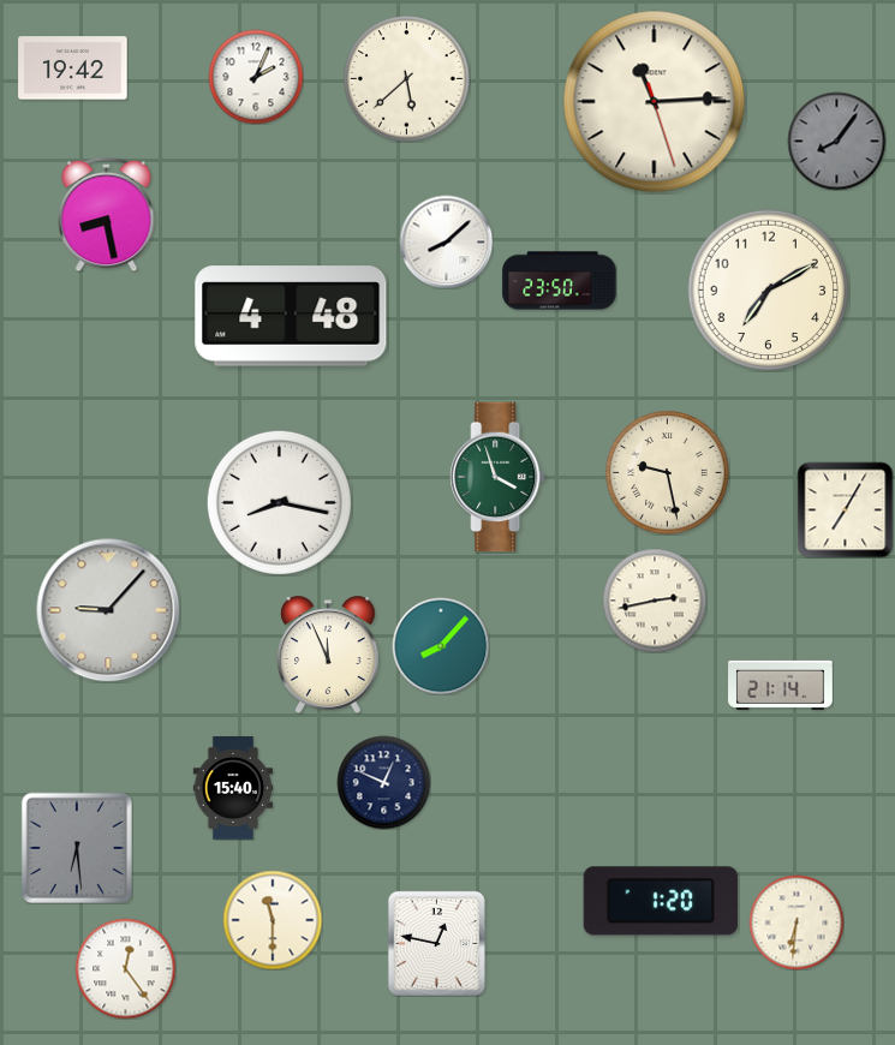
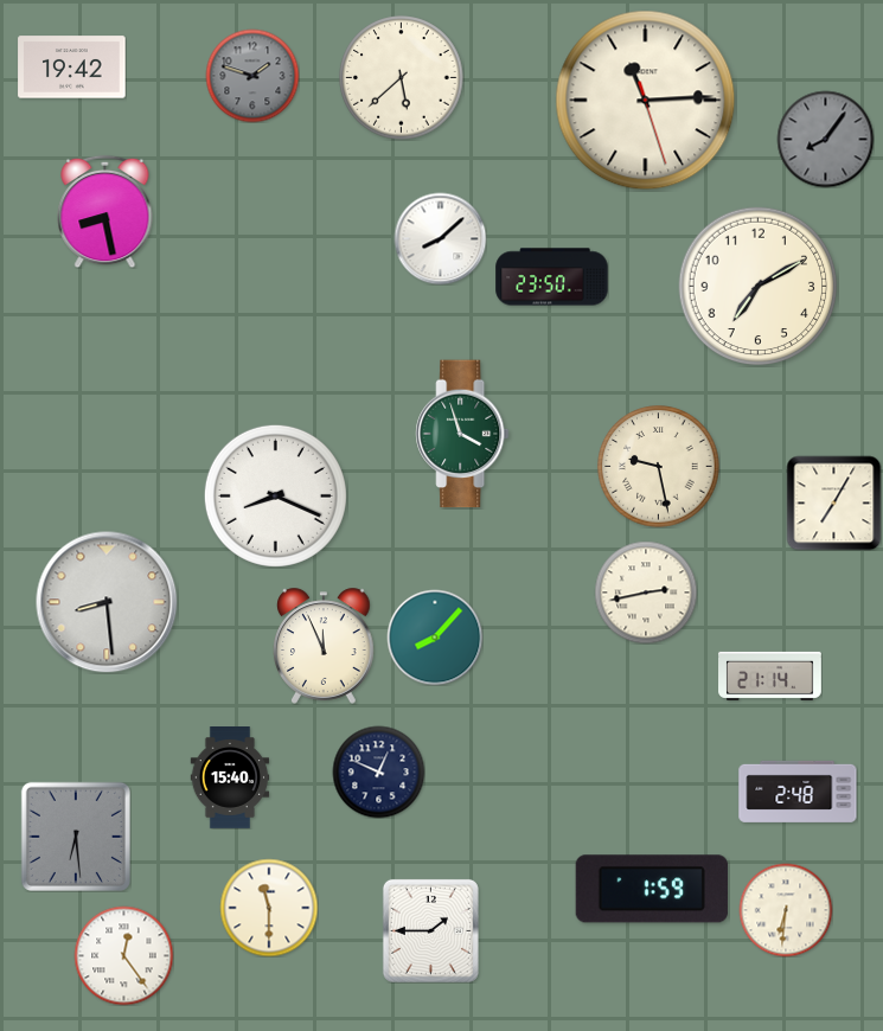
clock at (256, 77): 2:04 -> 1:48
clock at (256, 77) dial: white -> grey
clock at (291, 316): 4:48 -> none
clock at (497, 477) position: (497, 477) -> (462, 434)
clock at (279, 502): 8:17 -> 8:19
clock at (108, 610): 9:07 -> 8:29
clock at (798, 792): none -> 2:48
clock at (661, 901): 1:20 -> 1:59
clock at (436, 943): 12:47 -> 1:45
